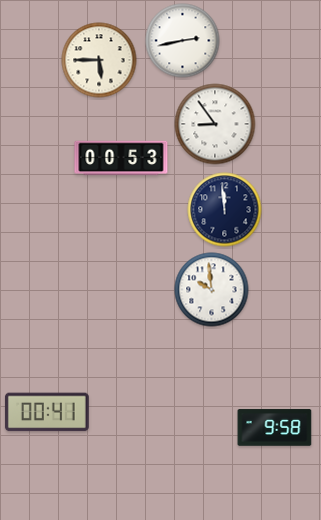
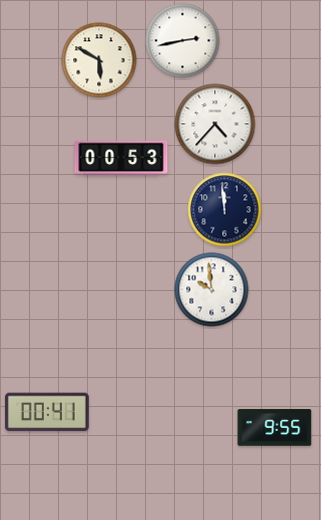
clock at (99, 60): 5:45 -> 5:50
clock at (215, 124): 8:54 -> 4:37
clock at (275, 428): 9:58 -> 9:55
